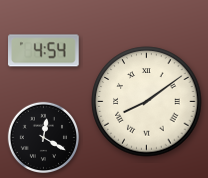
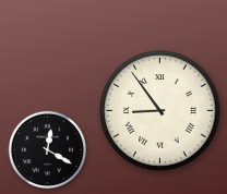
clock at (44, 51): 4:54 -> none
clock at (147, 102): 8:09 -> 8:54
